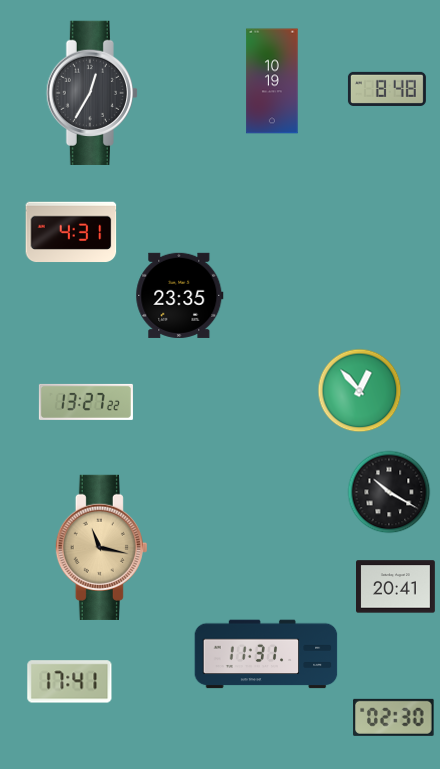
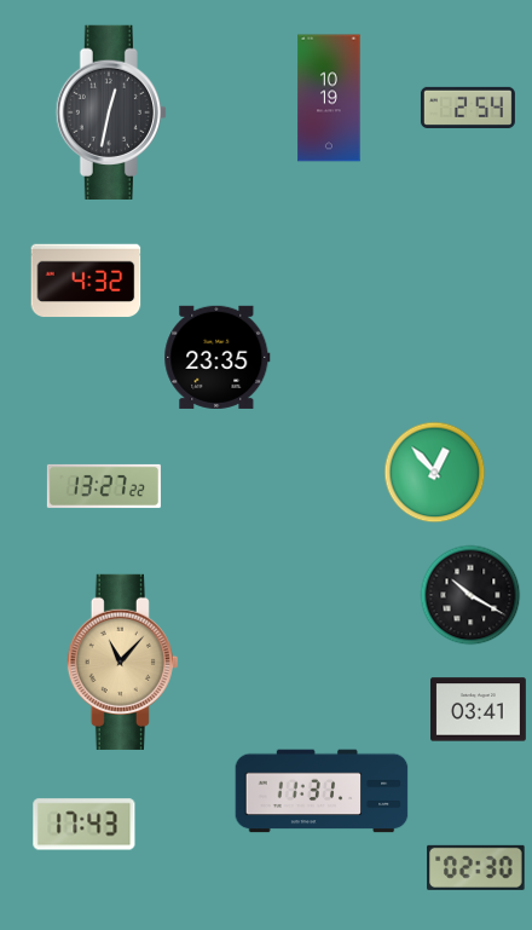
clock at (387, 89): 8:48 -> 2:54
clock at (92, 93): 12:35 -> 12:32
clock at (71, 232): 4:31 -> 4:32
clock at (101, 547): 11:17 -> 11:07
clock at (396, 587): 20:41 -> 03:41
clock at (70, 682): 17:41 -> 17:43
